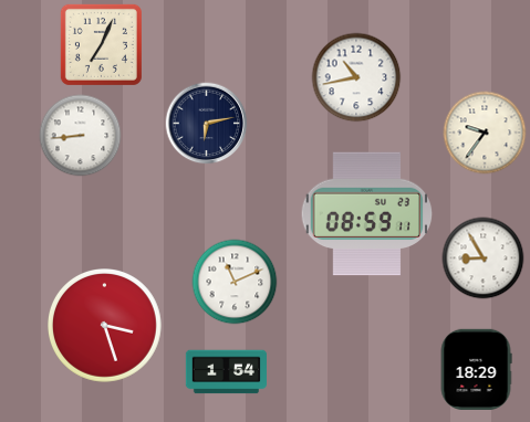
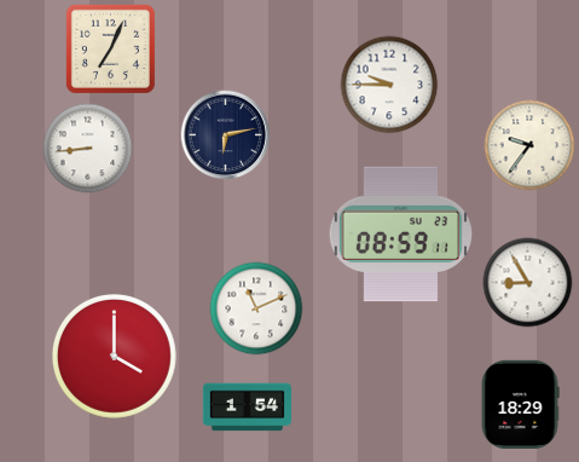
clock at (356, 77): 10:43 -> 9:45
clock at (105, 326): 3:27 -> 4:00
